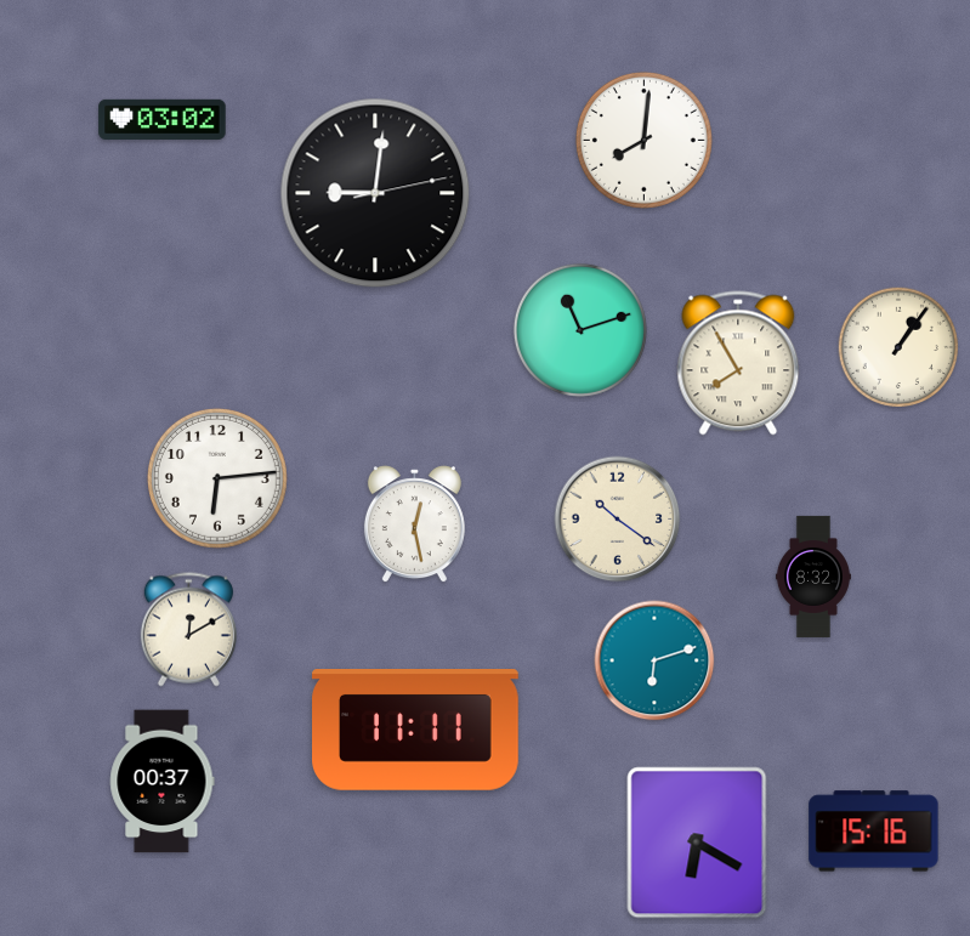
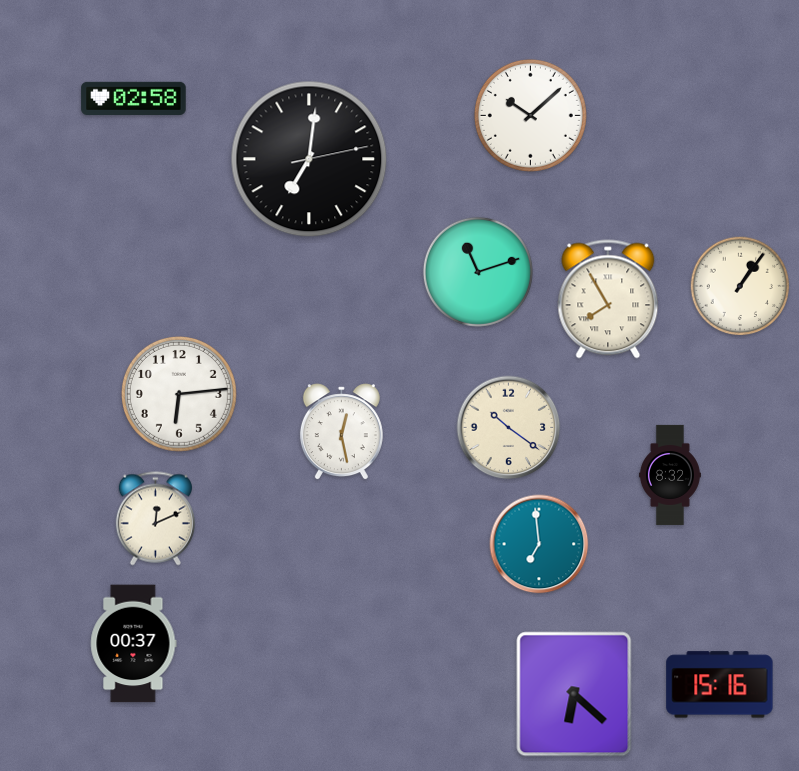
clock at (163, 119): 03:02 -> 02:58
clock at (643, 140): 8:01 -> 10:08
clock at (375, 193): 9:01 -> 7:01
clock at (188, 630): 12:10 -> 12:11
clock at (654, 660): 6:12 -> 6:59
clock at (416, 731): 11:11 -> none
clock at (697, 843): 6:20 -> 6:22
